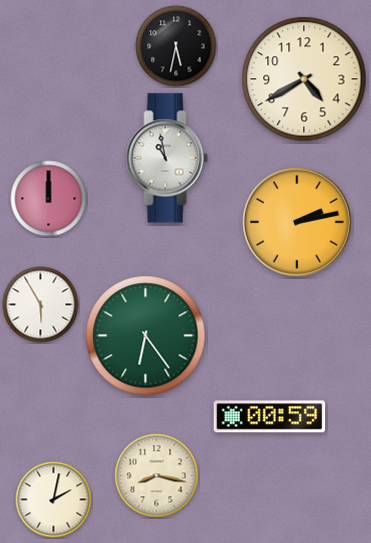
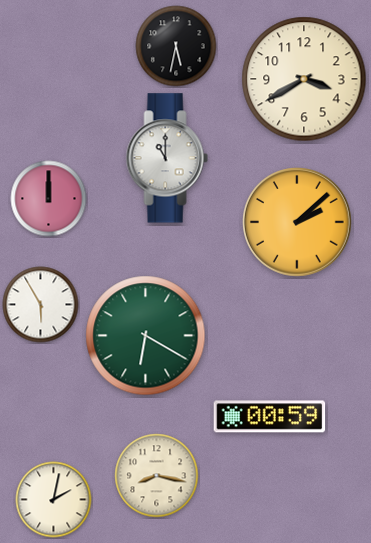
clock at (304, 79): 4:40 -> 3:40
clock at (167, 158): 10:58 -> 11:00
clock at (298, 223): 2:13 -> 2:08
clock at (146, 336): 6:24 -> 6:20
